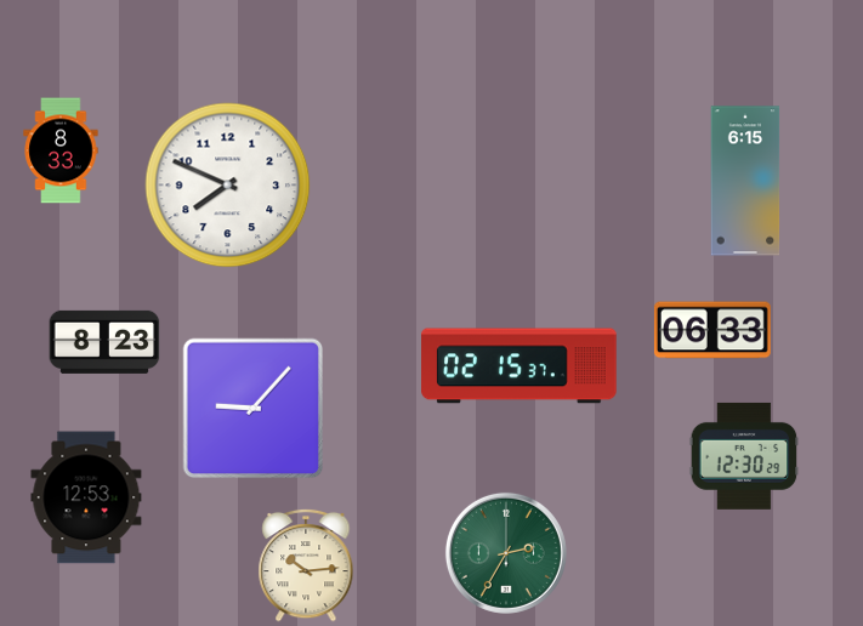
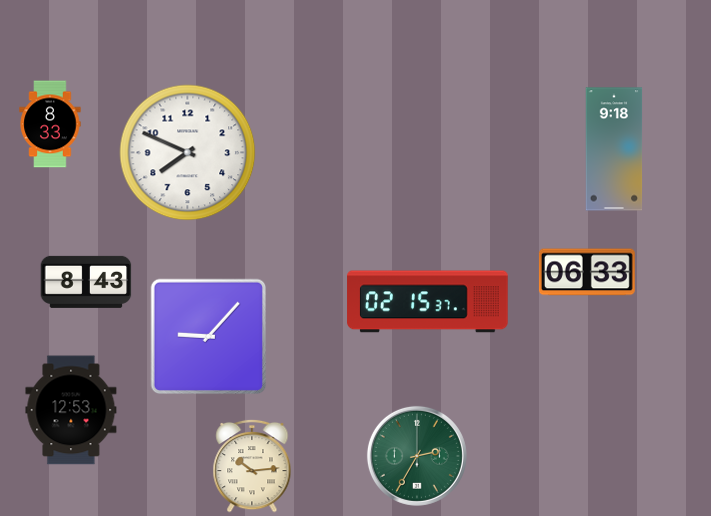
clock at (745, 181): 6:15 -> 9:18
clock at (104, 342): 8:23 -> 8:43
clock at (744, 456): 12:30 -> none
